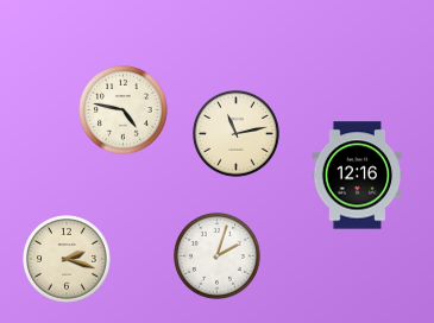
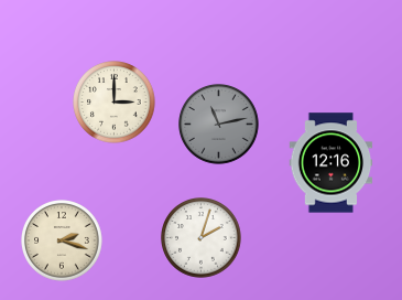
clock at (124, 110): 4:47 -> 3:00
clock at (237, 134) dial: cream -> grey
